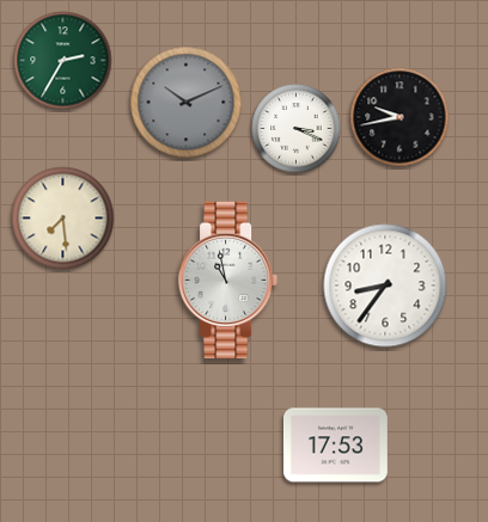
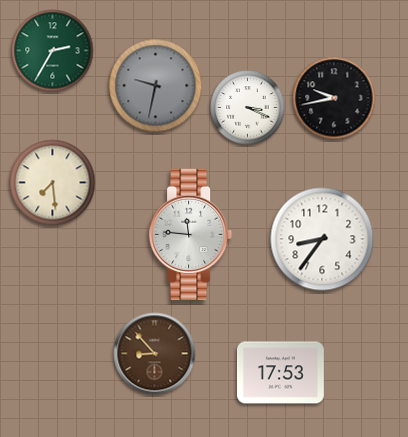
clock at (187, 103): 10:11 -> 9:32
clock at (230, 280): 10:58 -> 11:46
clock at (155, 354): none -> 8:53
